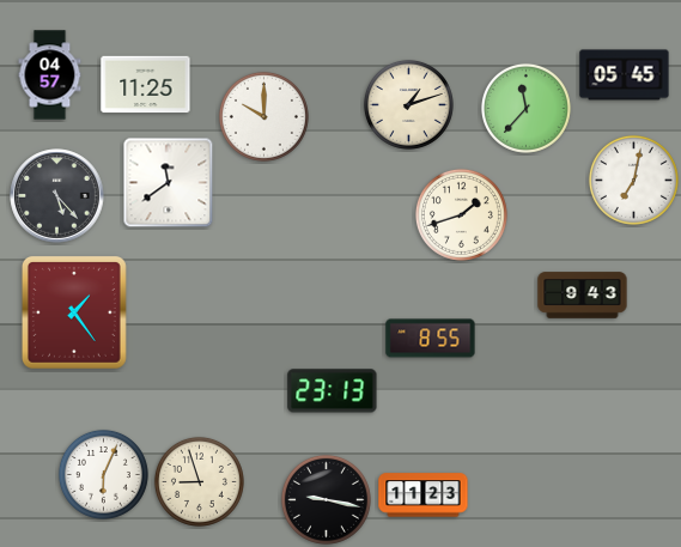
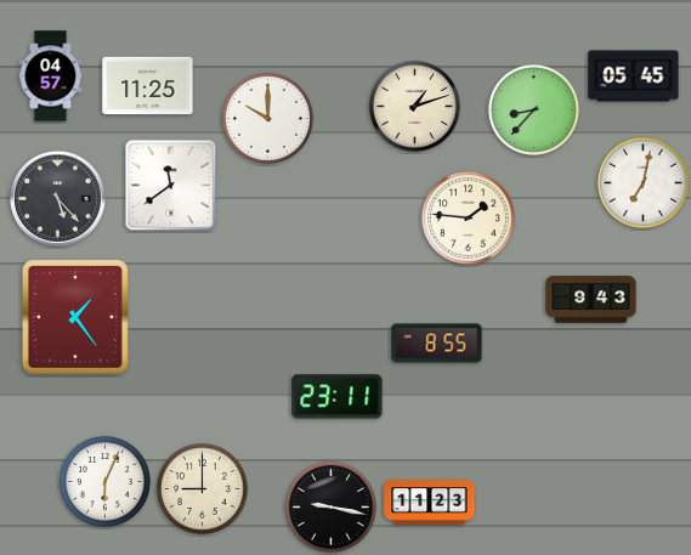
clock at (525, 108): 11:37 -> 8:37
clock at (461, 214): 1:42 -> 1:46
clock at (333, 391): 23:13 -> 23:11
clock at (199, 481): 8:57 -> 9:00
